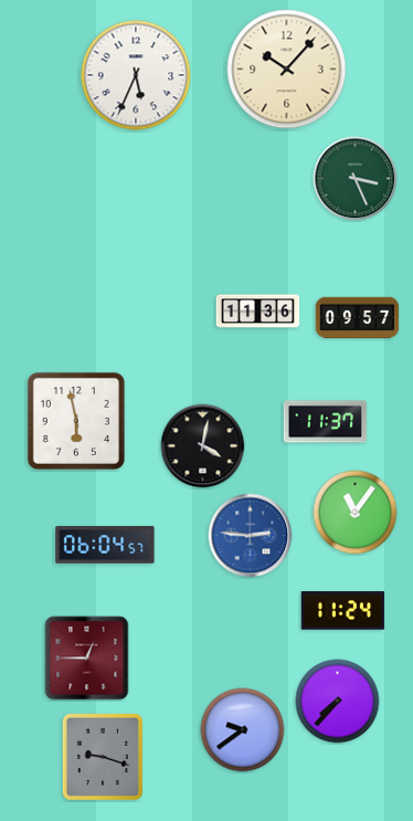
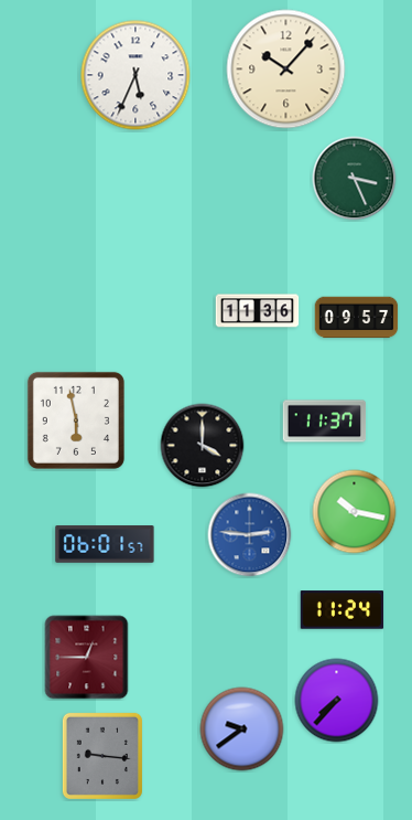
clock at (203, 446): 4:02 -> 4:00
clock at (356, 513): 11:06 -> 10:17
clock at (105, 545): 06:04 -> 06:01
clock at (103, 757): 9:18 -> 9:16
